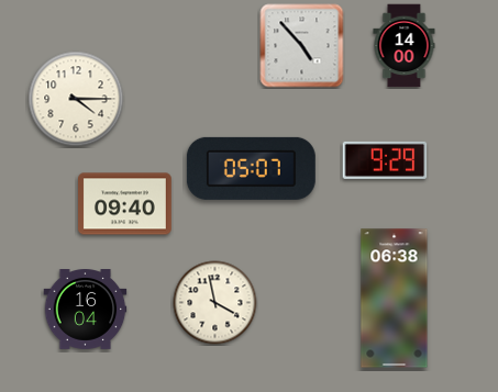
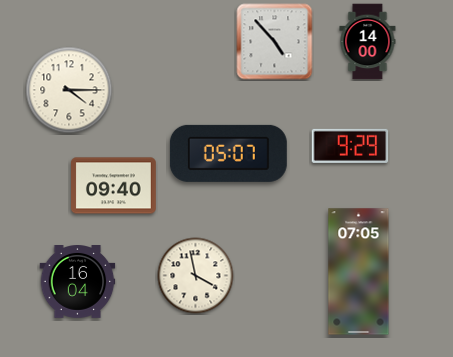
clock at (395, 299): 06:38 -> 07:05
